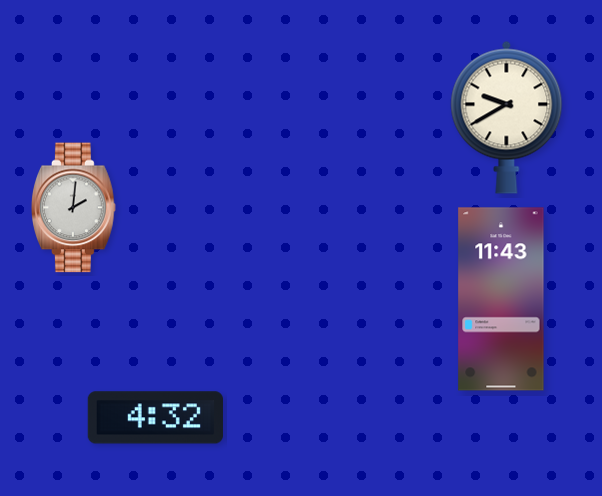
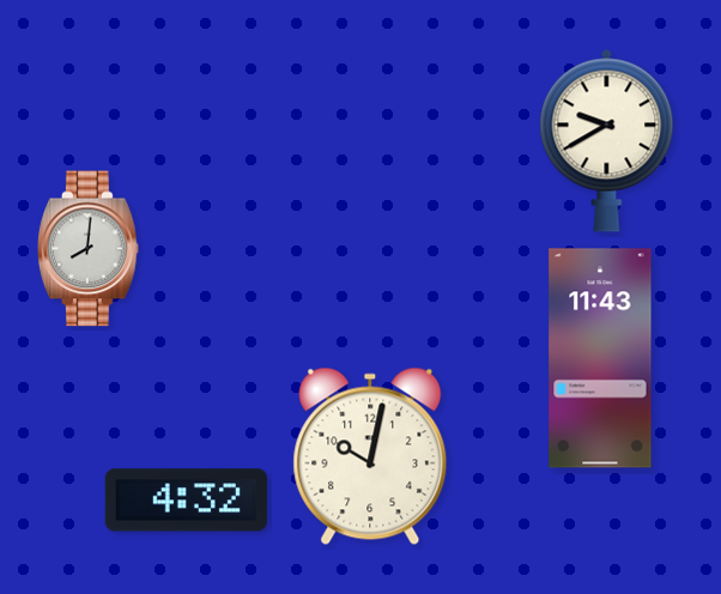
clock at (74, 208): 2:01 -> 8:01
clock at (370, 456): none -> 10:02
